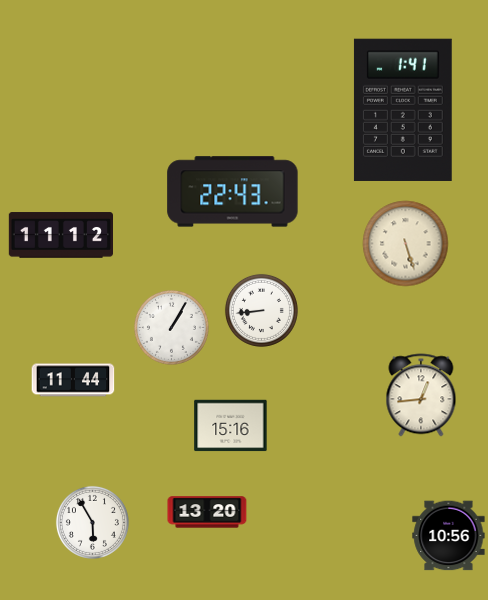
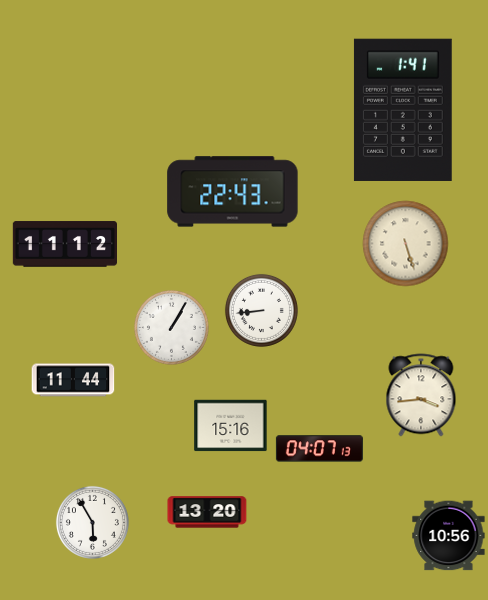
clock at (60, 235) position: (60, 235) -> (64, 244)
clock at (421, 395): 12:44 -> 3:44
clock at (319, 449): none -> 04:07
